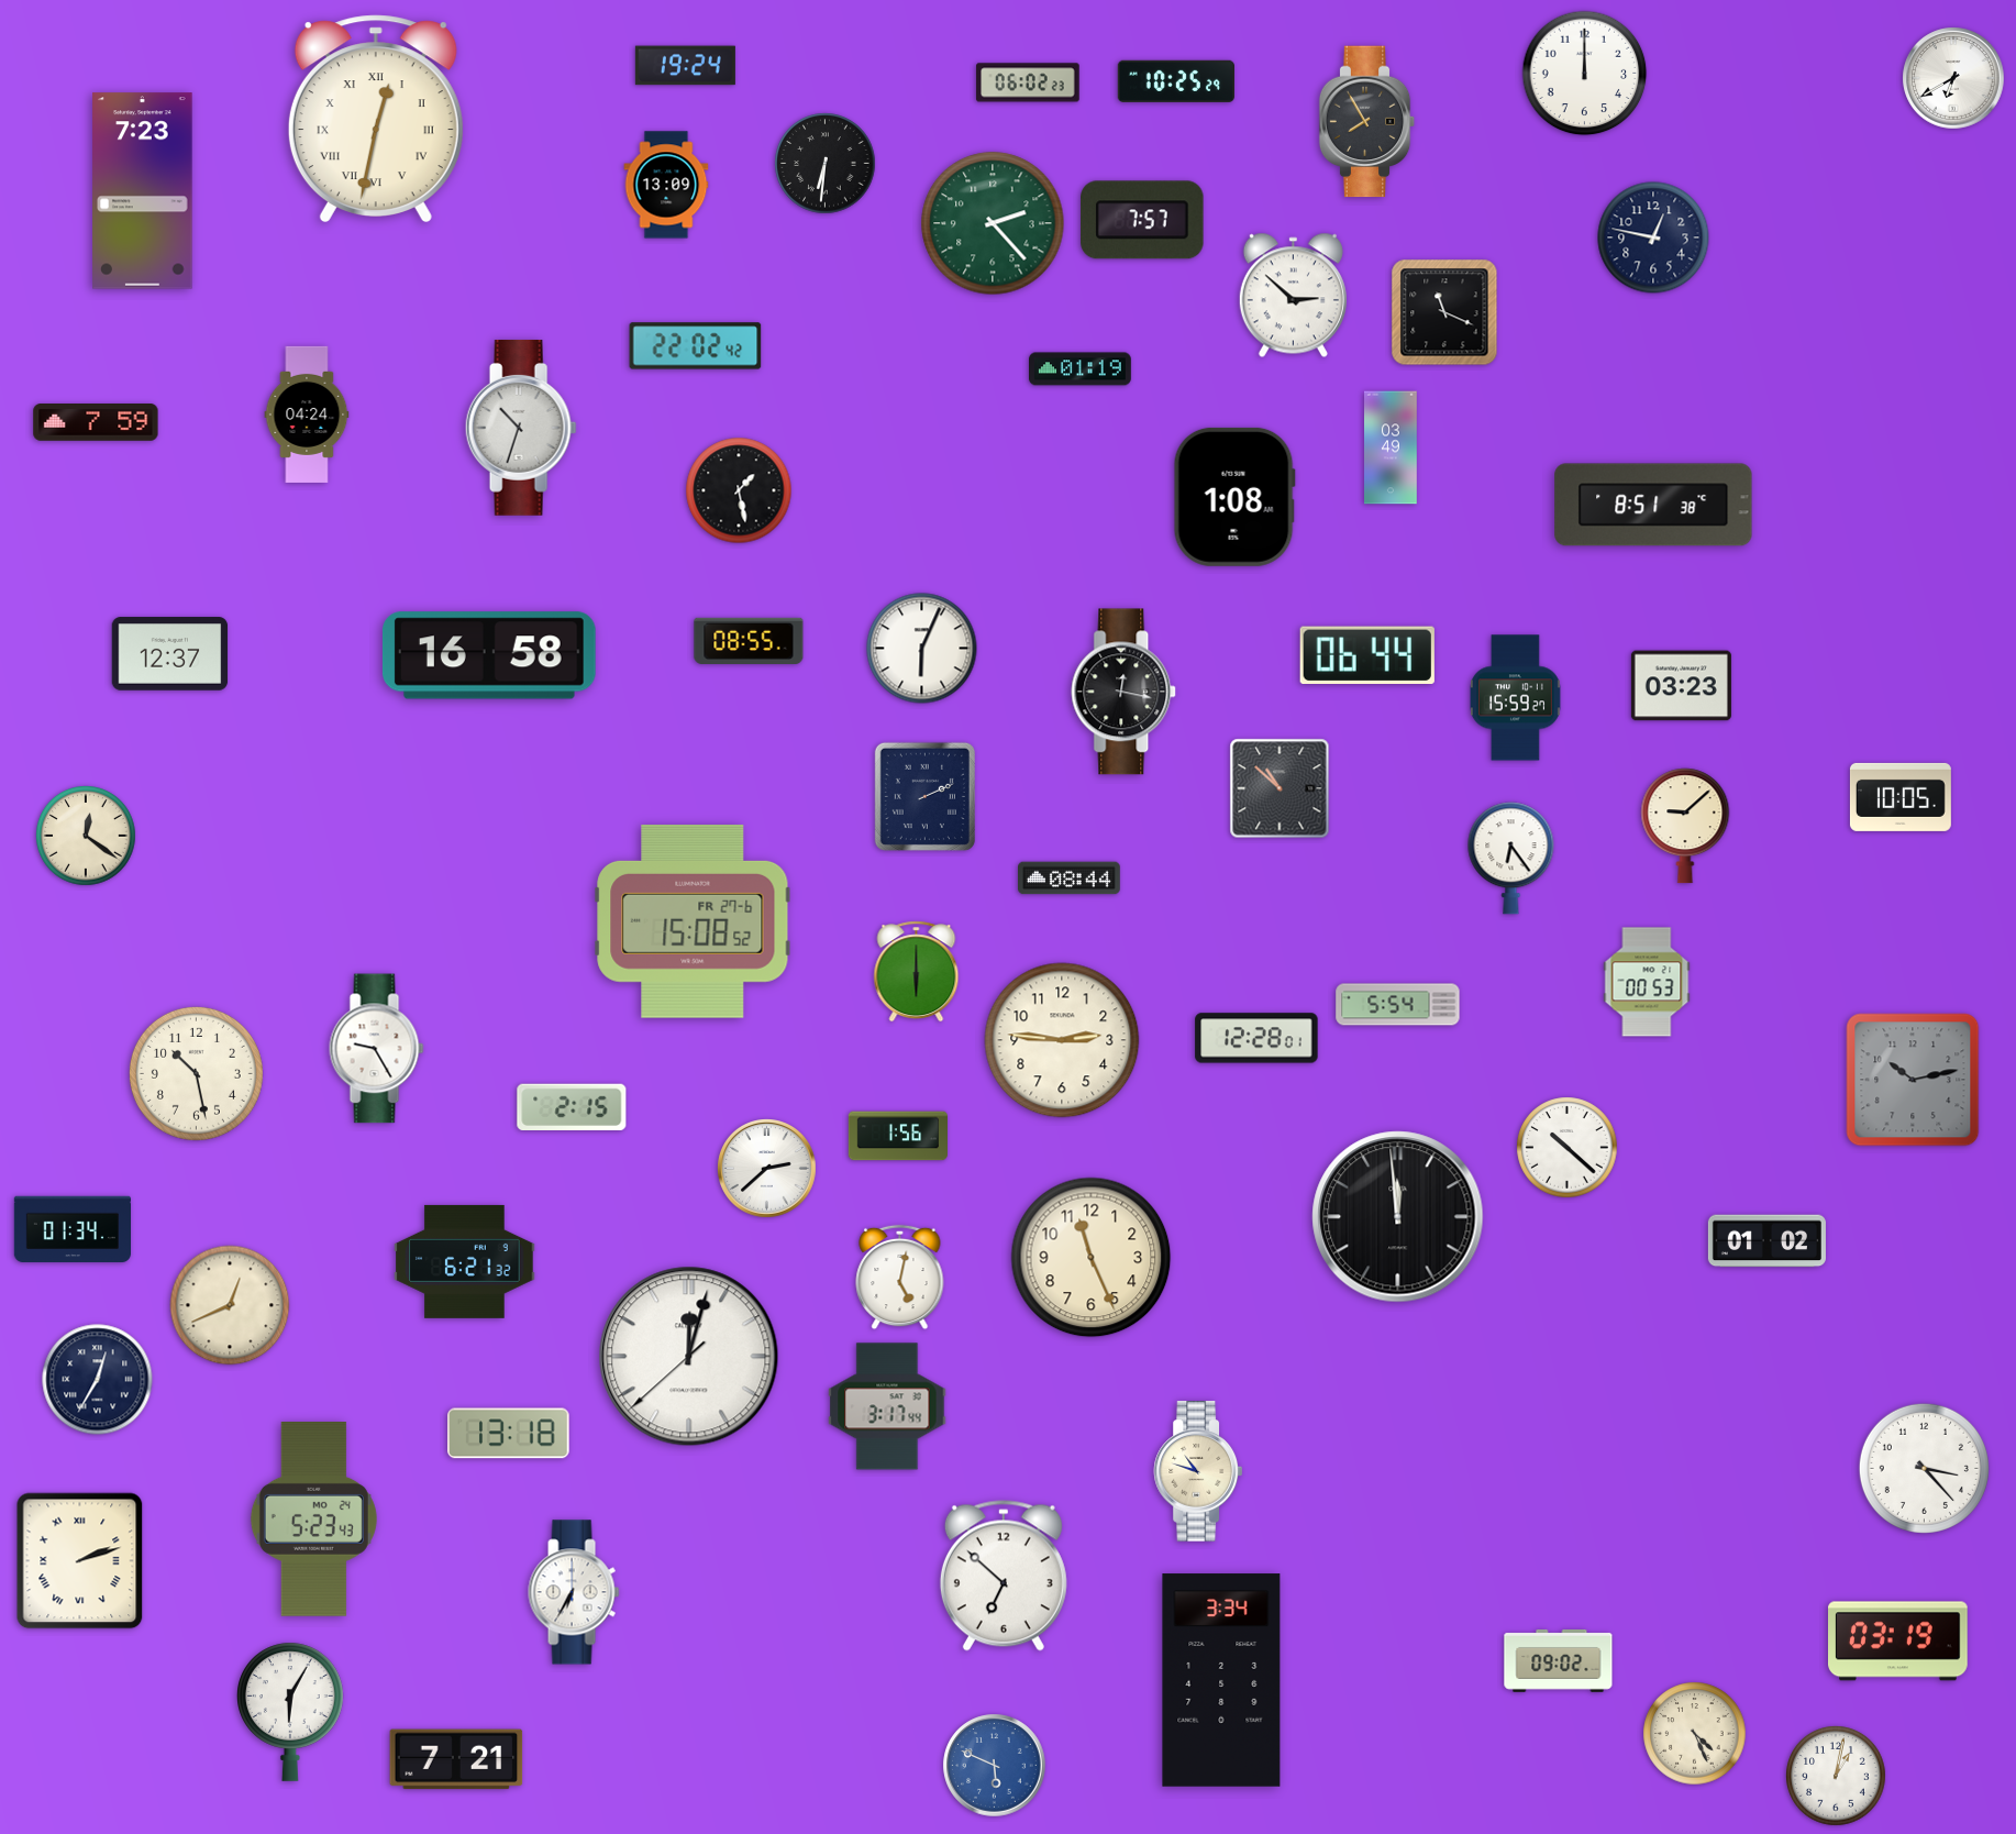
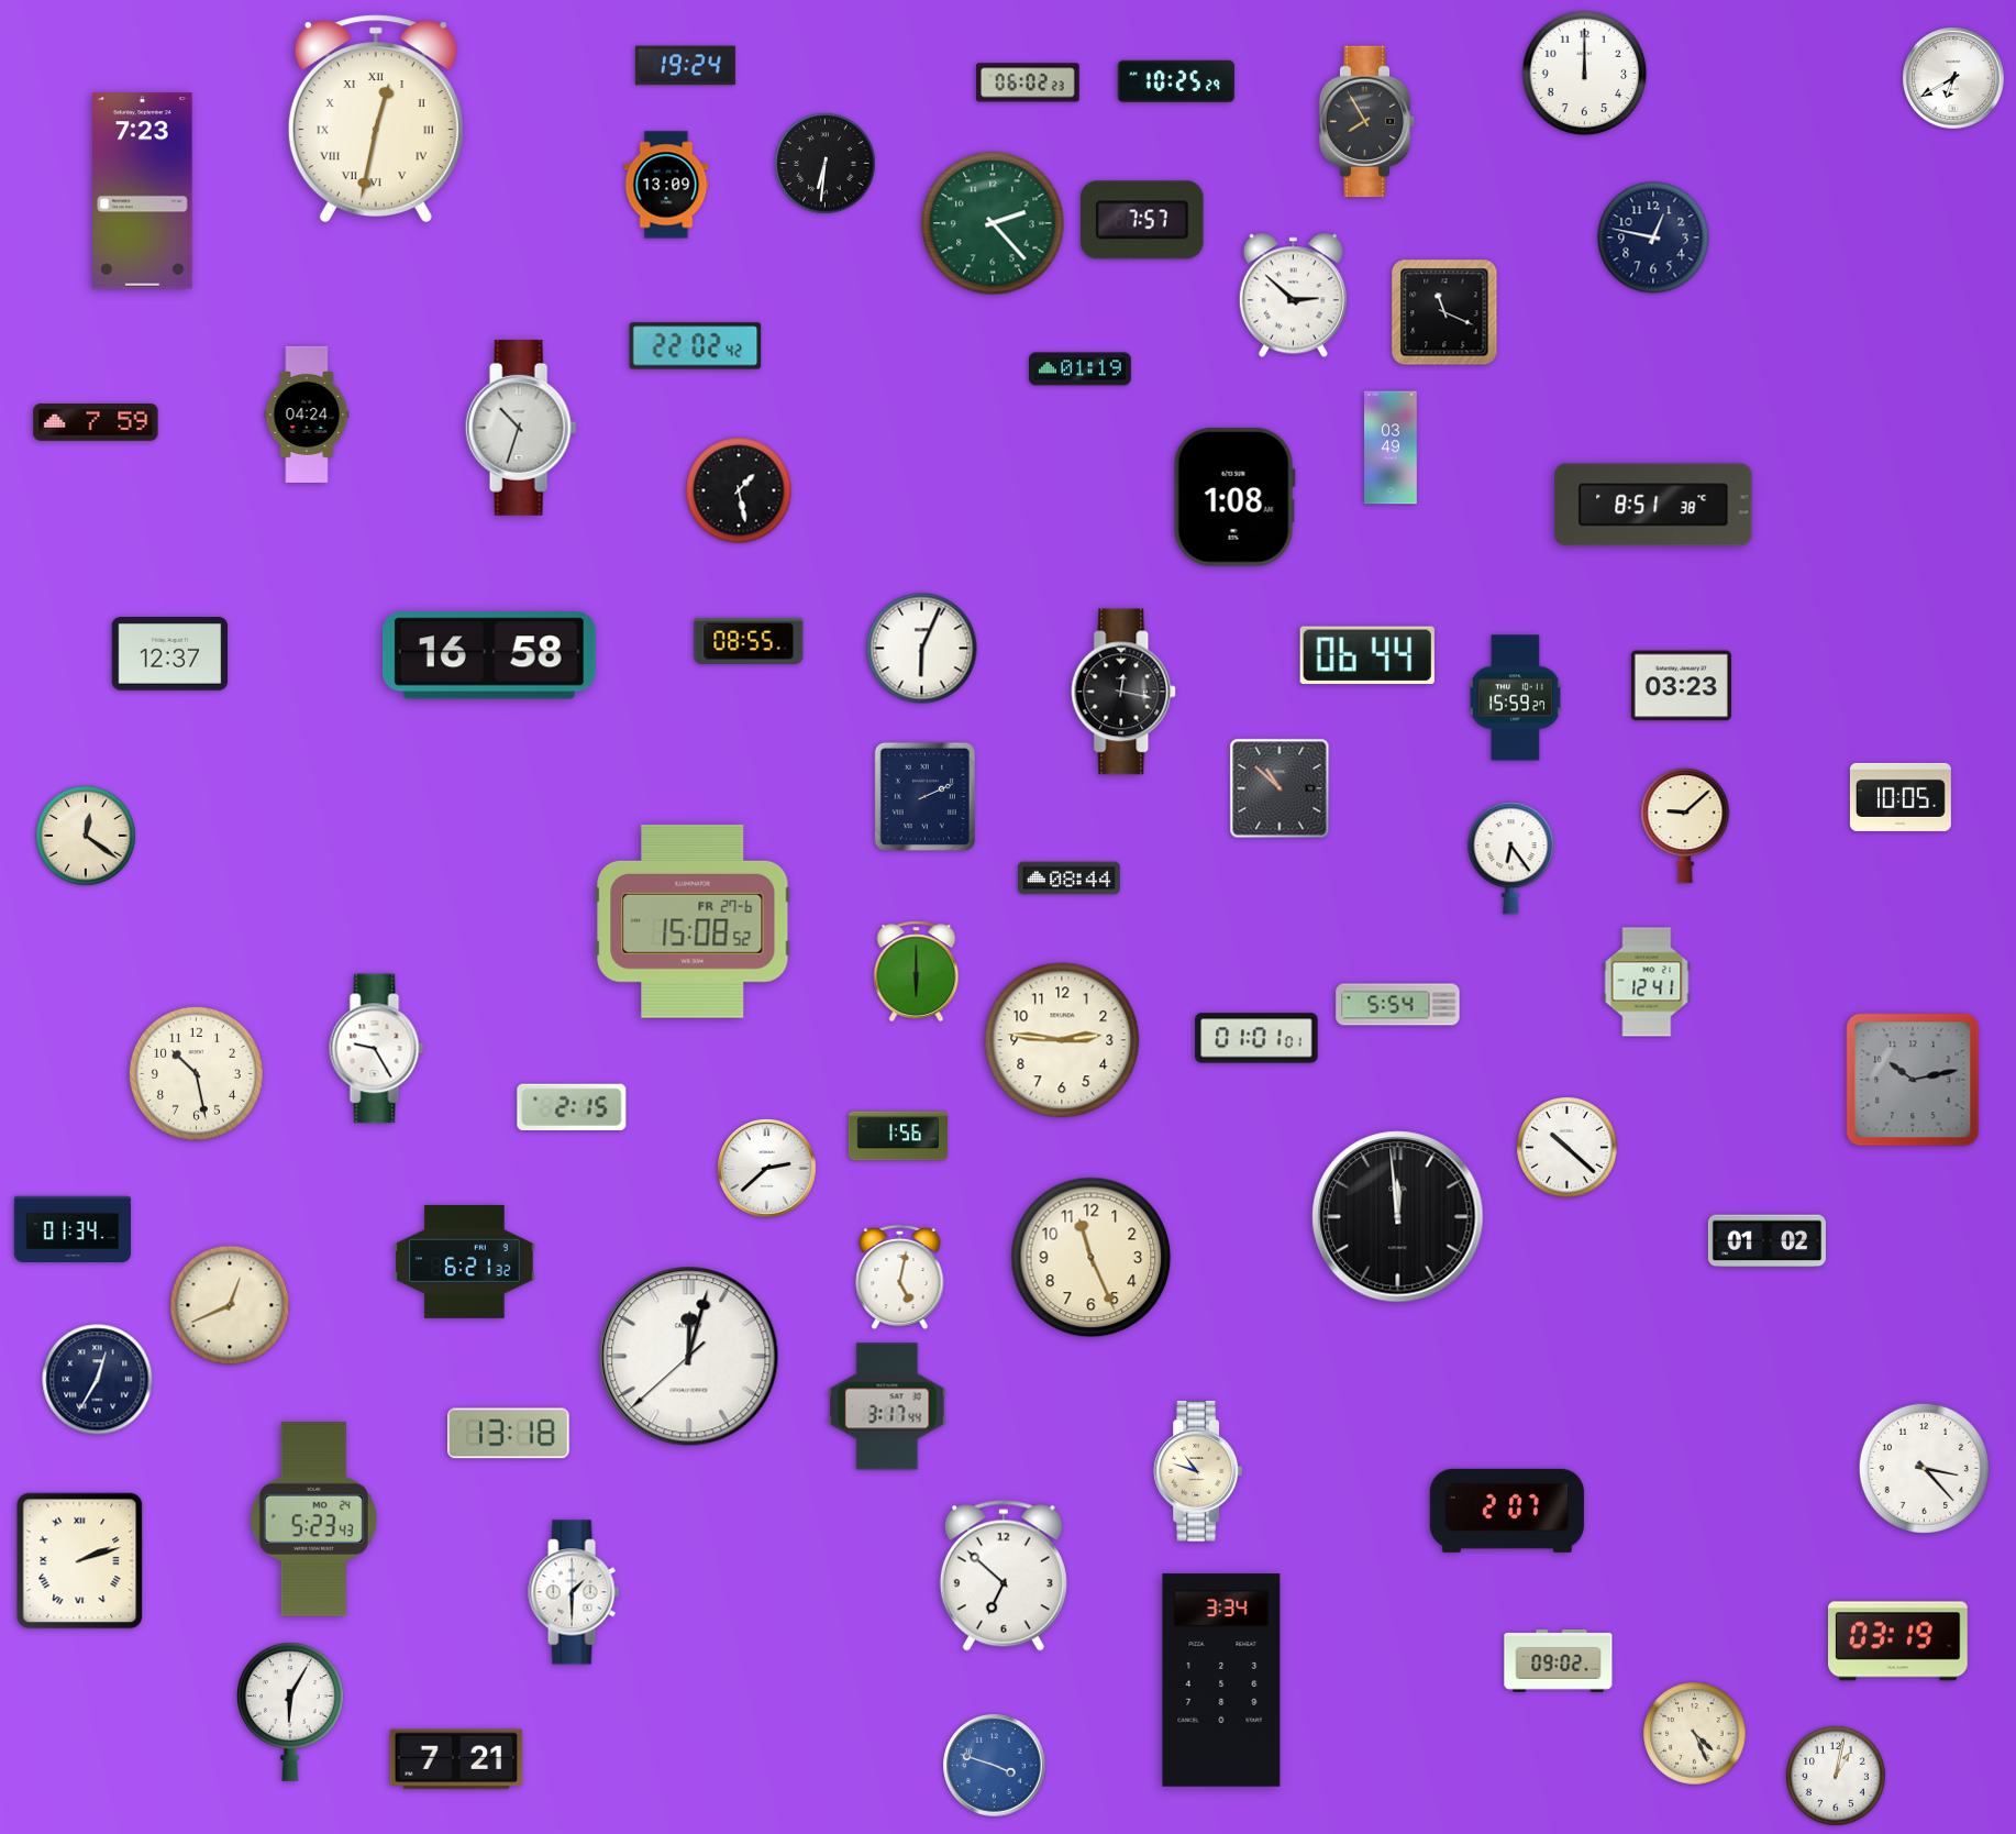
clock at (1647, 982): 00:53 -> 12:41
clock at (1256, 1038): 12:28 -> 01:01
clock at (1507, 1511): none -> 2:07
clock at (574, 1592): 6:35 -> 1:30
clock at (995, 1766): 5:49 -> 3:48
